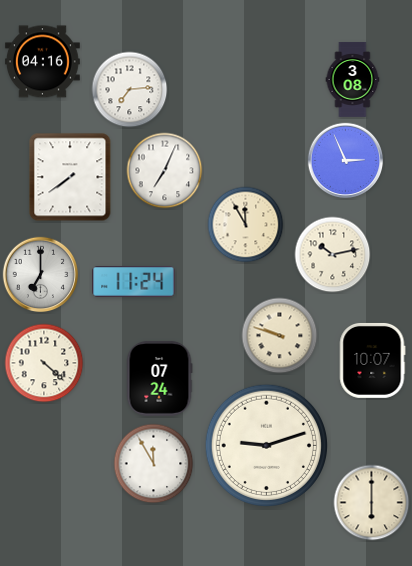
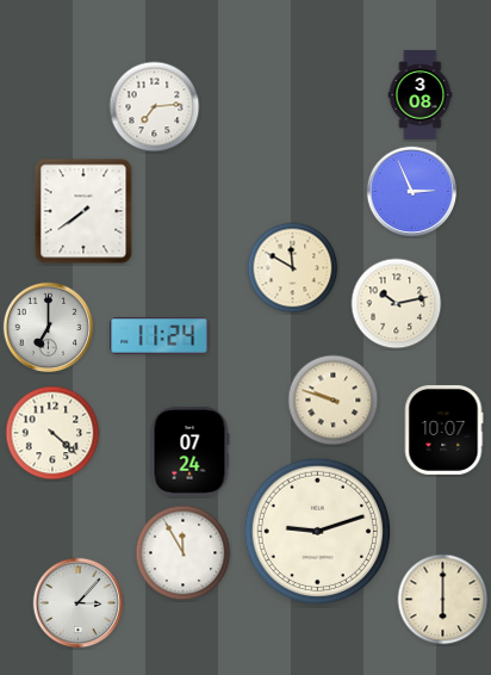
clock at (42, 62): 04:16 -> none
clock at (165, 171): 7:04 -> none
clock at (246, 225): 11:55 -> 11:50
clock at (79, 603): none -> 3:07
